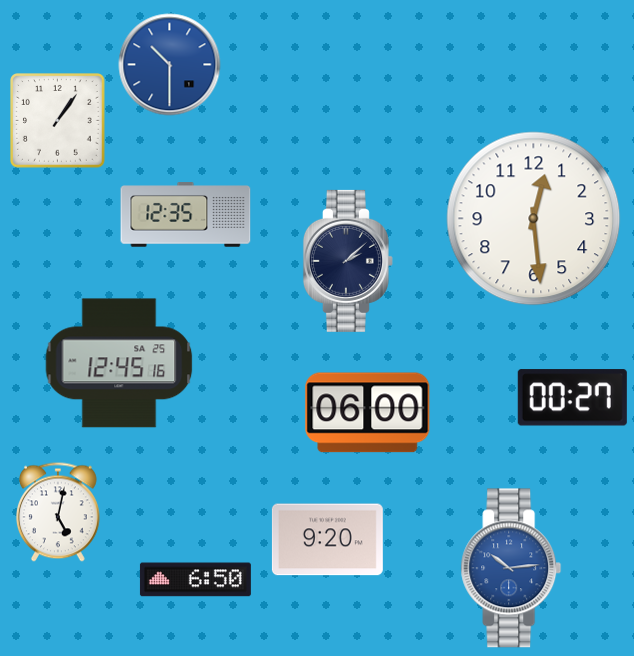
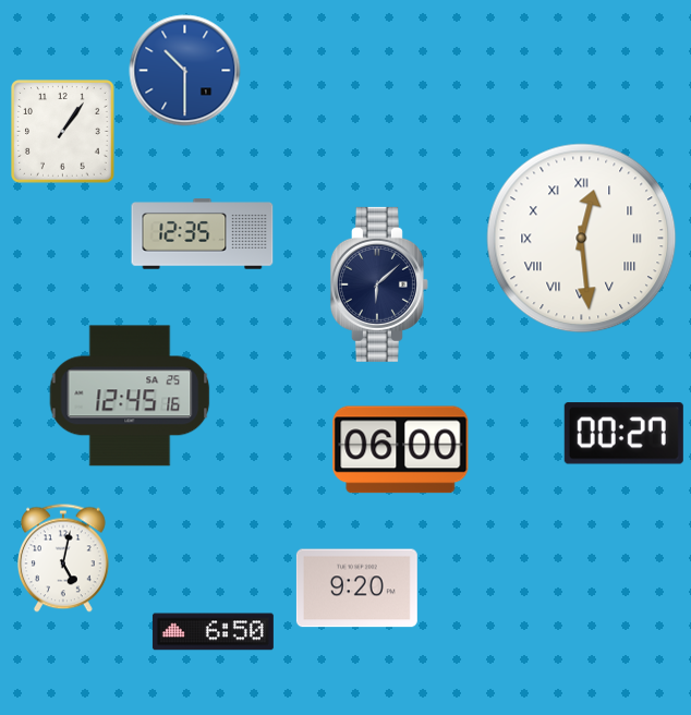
clock at (534, 219) numerals: Arabic -> Roman
clock at (348, 261): 2:08 -> 6:08
clock at (511, 568): 10:14 -> none
